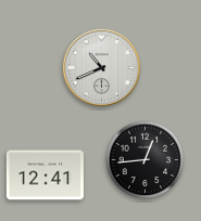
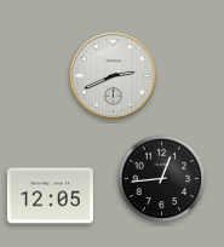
clock at (101, 67): 10:41 -> 2:41
clock at (45, 175): 12:41 -> 12:05
